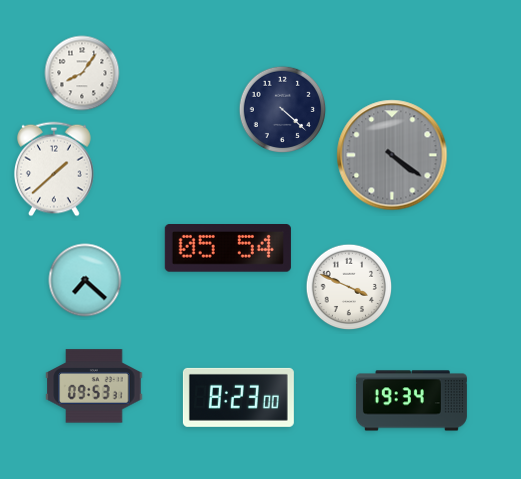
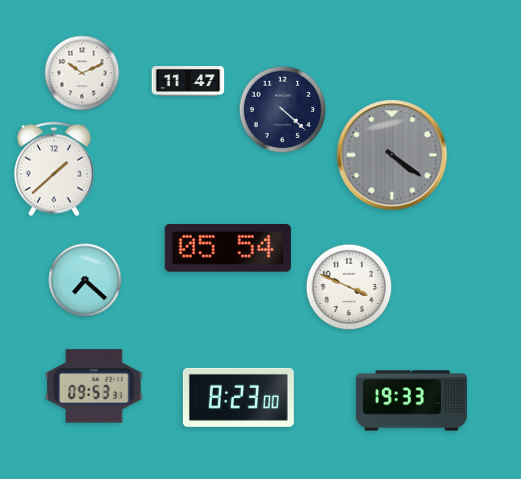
clock at (82, 73): 8:06 -> 10:11
clock at (188, 82): none -> 11:47
clock at (411, 401): 19:34 -> 19:33
